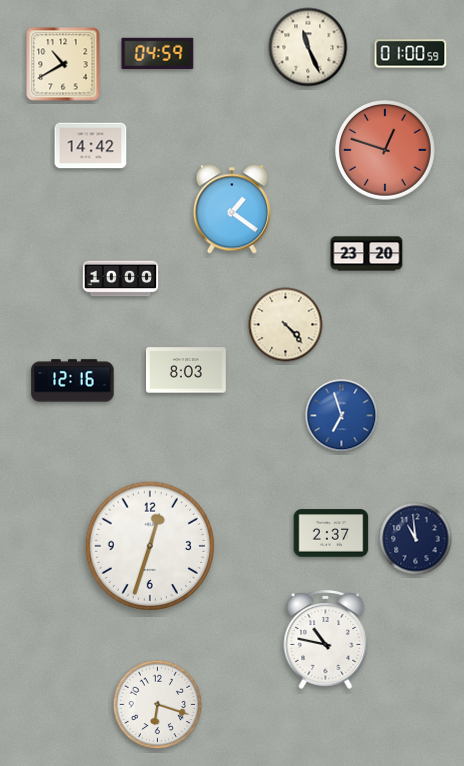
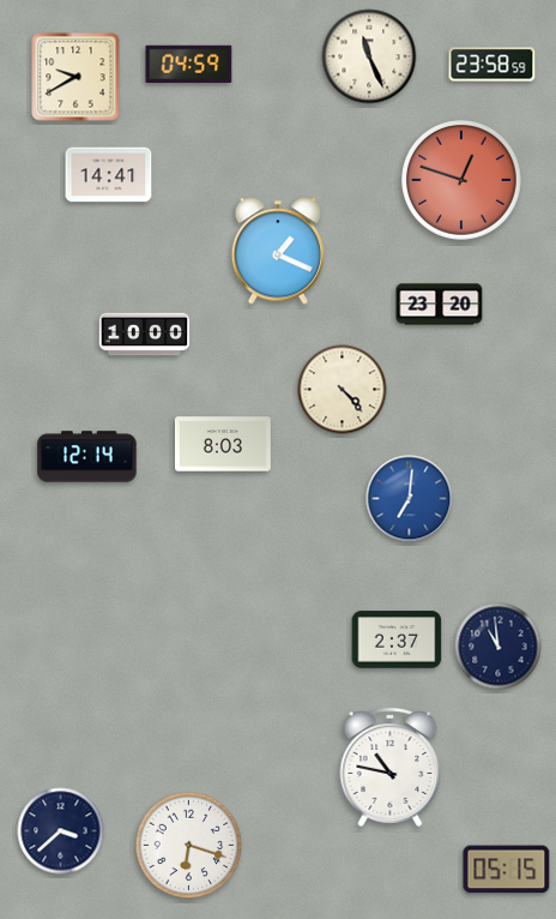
clock at (411, 54): 01:00 -> 23:58
clock at (63, 64): 10:40 -> 9:40
clock at (91, 146): 14:42 -> 14:41
clock at (231, 209): 1:21 -> 1:19
clock at (73, 381): 12:16 -> 12:14
clock at (342, 416): 6:57 -> 7:01
clock at (149, 545): 12:33 -> none
clock at (61, 831): none -> 3:38
clock at (507, 870): none -> 05:15
